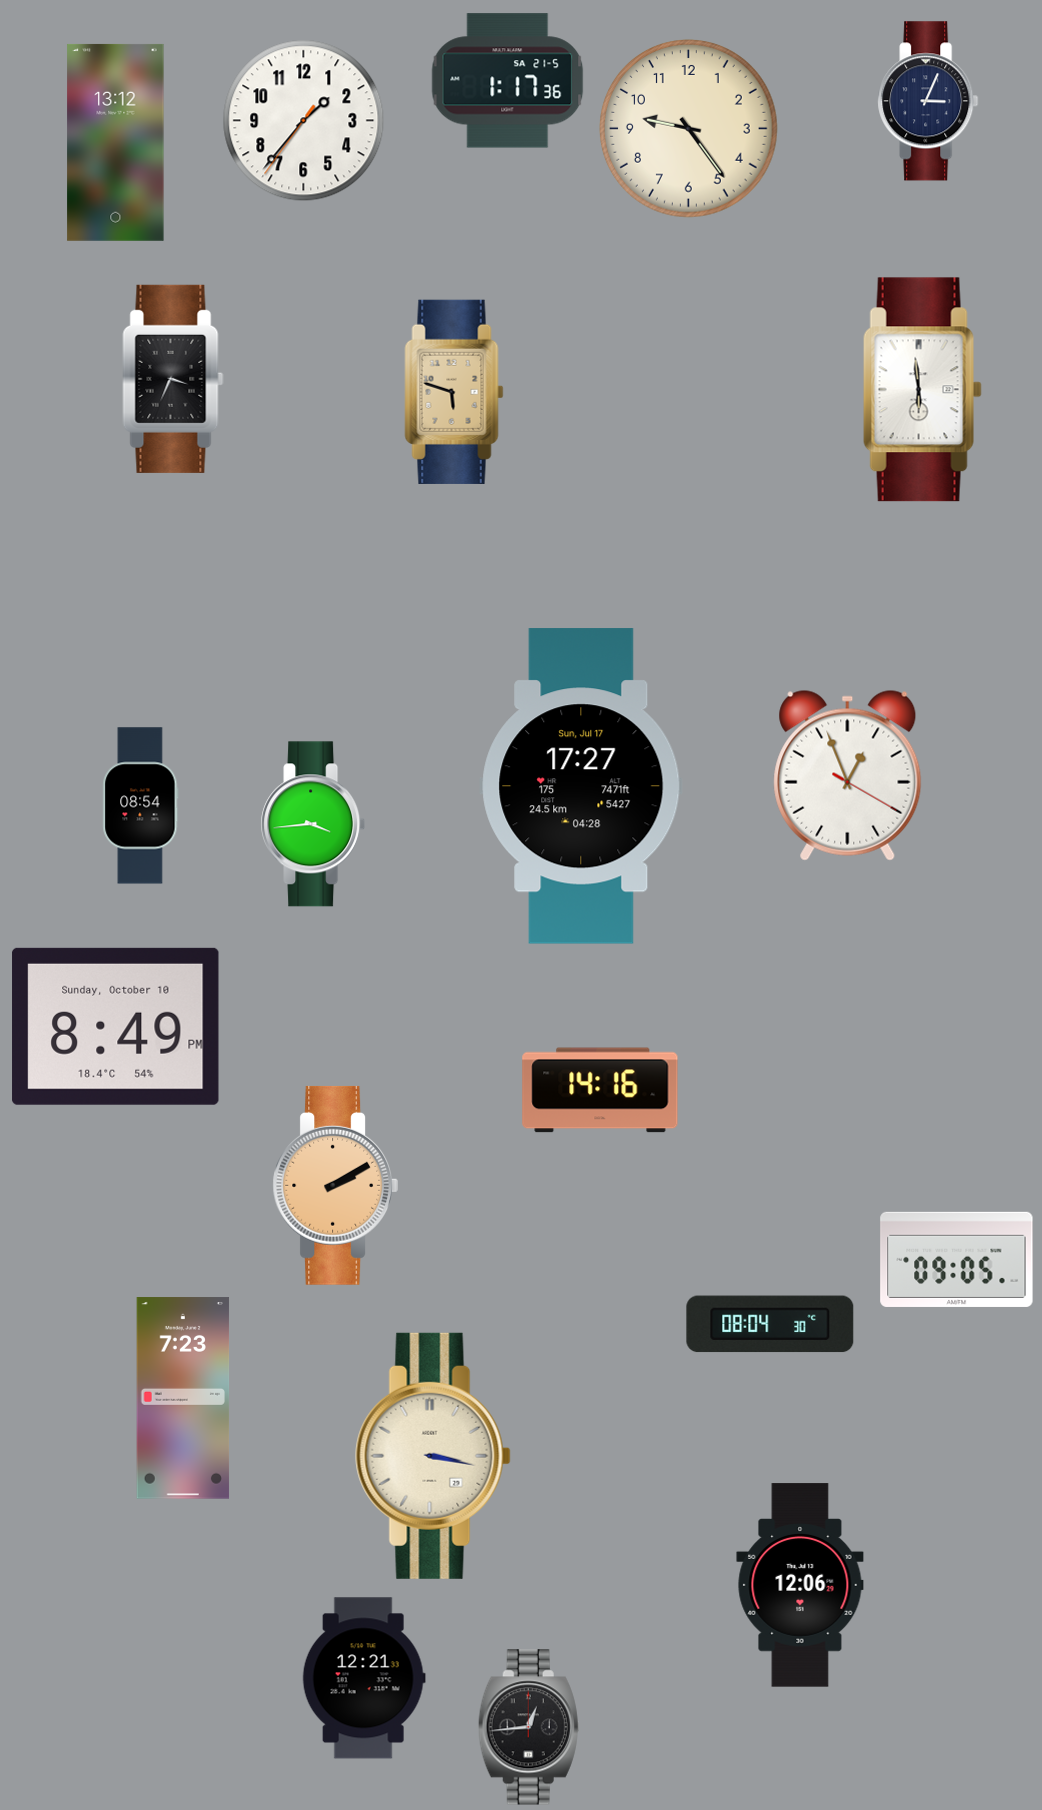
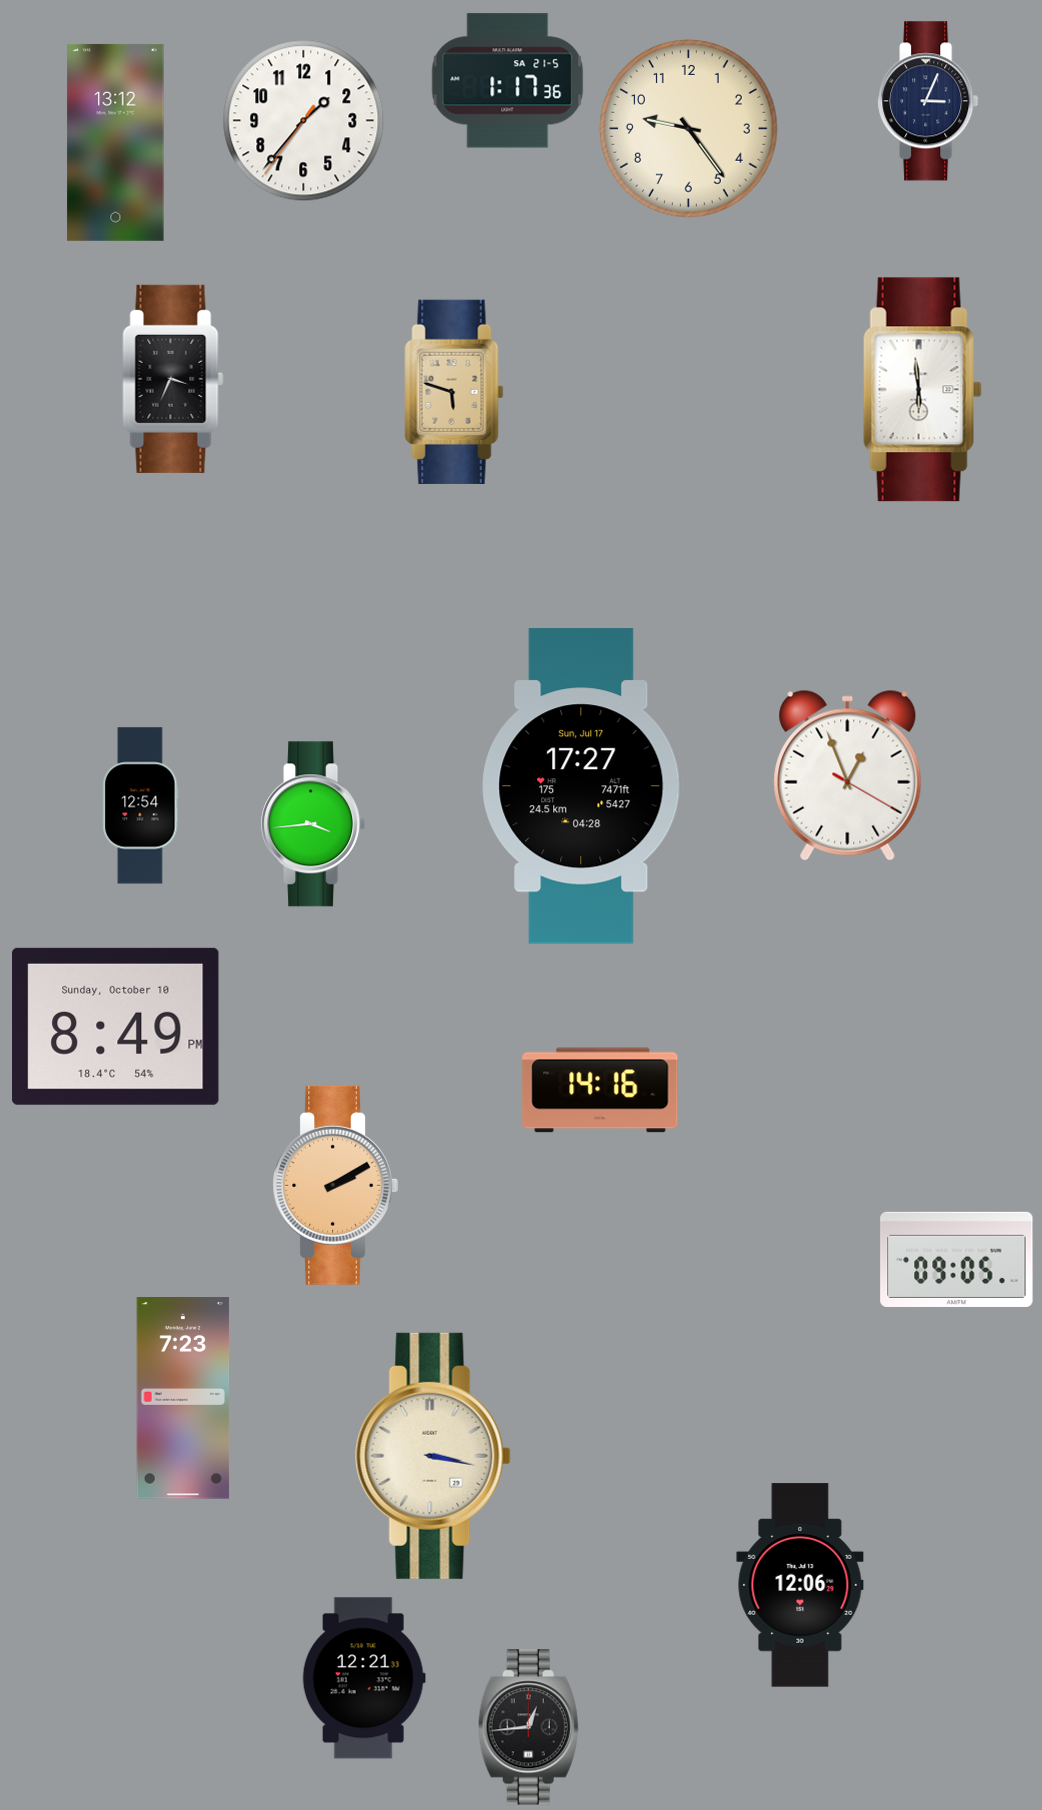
clock at (141, 806): 08:54 -> 12:54
clock at (770, 1324): 08:04 -> none
